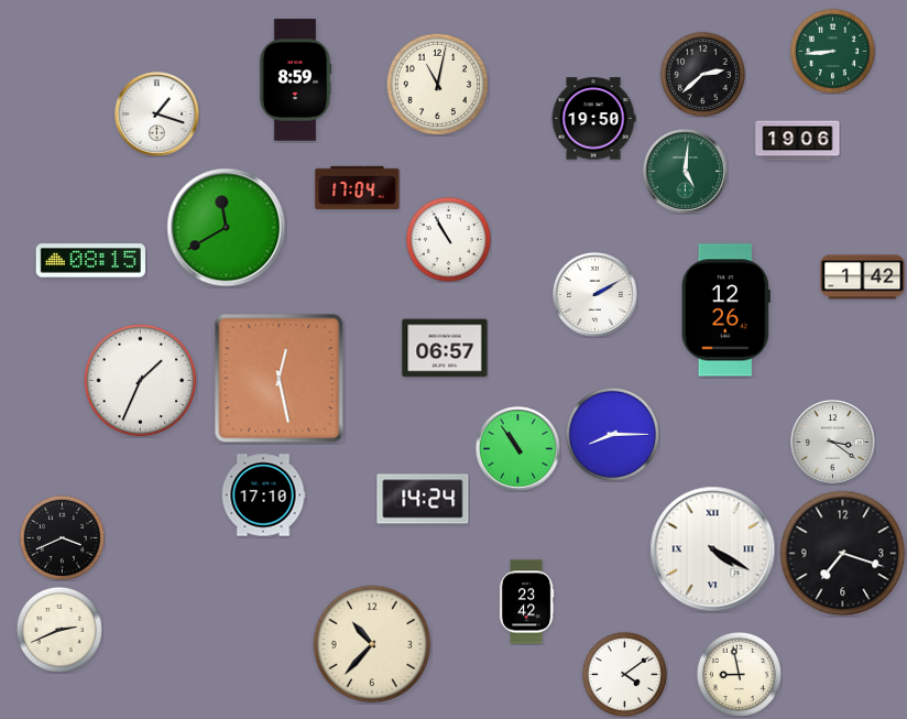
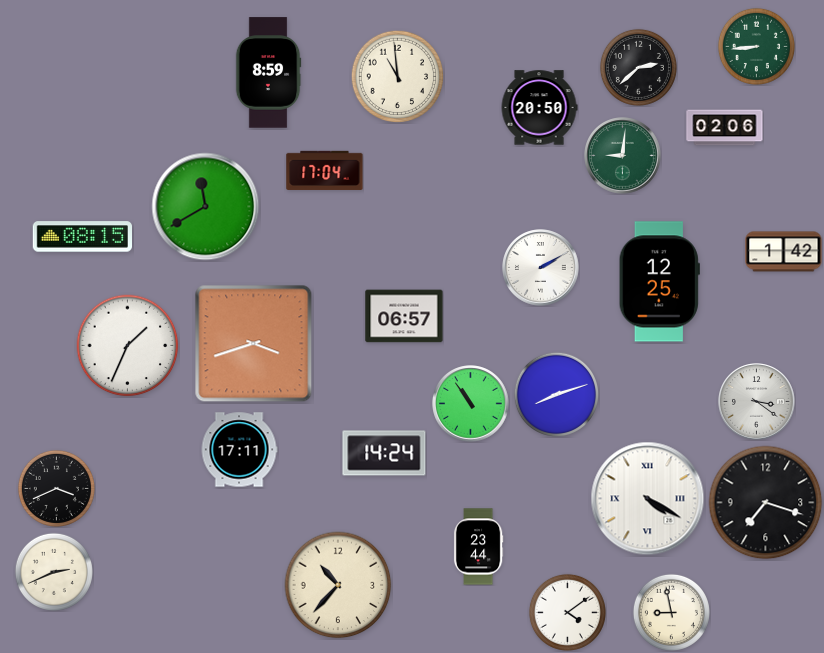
clock at (437, 84): 11:02 -> 10:59
clock at (157, 115): 1:18 -> none
clock at (593, 119): 19:50 -> 20:50
clock at (798, 141): 19:06 -> 02:06
clock at (686, 172): 5:01 -> 9:01
clock at (448, 239): 10:55 -> none
clock at (725, 311): 12:26 -> 12:25
clock at (280, 379): 12:28 -> 3:42
clock at (612, 434): 8:15 -> 8:12
clock at (518, 449) position: (518, 449) -> (471, 404)
clock at (263, 495): 17:10 -> 17:11
clock at (526, 602): 23:42 -> 23:44
